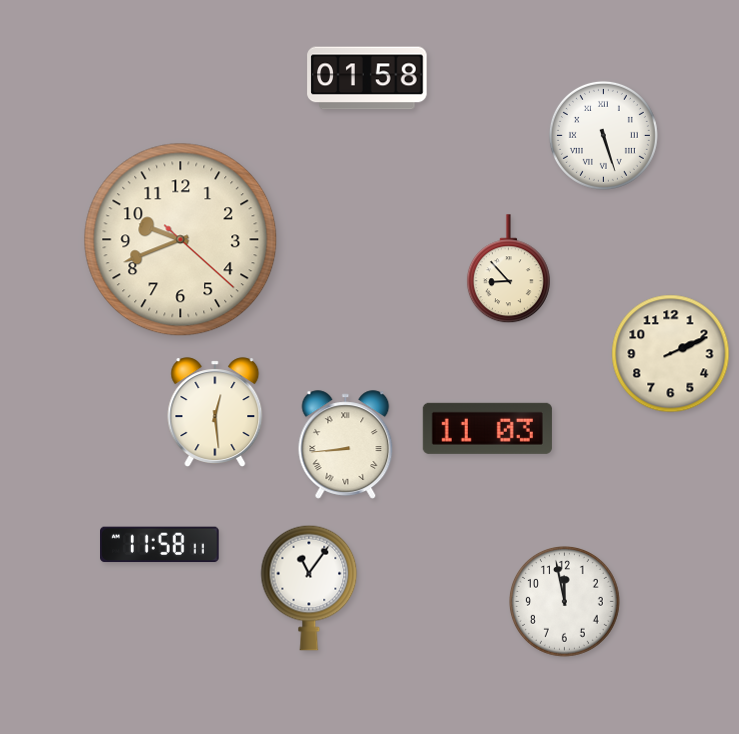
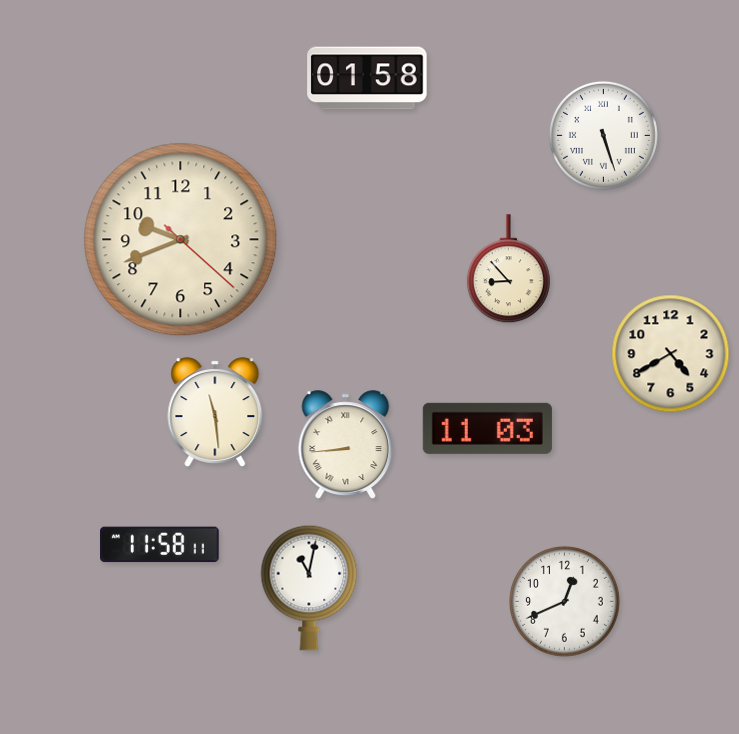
clock at (671, 354): 2:11 -> 4:40
clock at (215, 412): 12:29 -> 11:29
clock at (309, 588): 11:06 -> 11:02
clock at (565, 602): 11:58 -> 12:41
